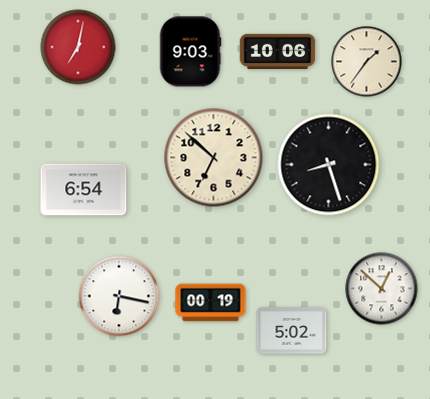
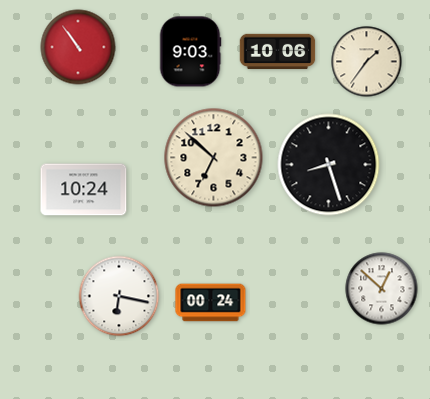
clock at (78, 47): 7:02 -> 10:54
clock at (84, 190): 6:54 -> 10:24
clock at (211, 303): 00:19 -> 00:24
clock at (292, 331): 5:02 -> none
